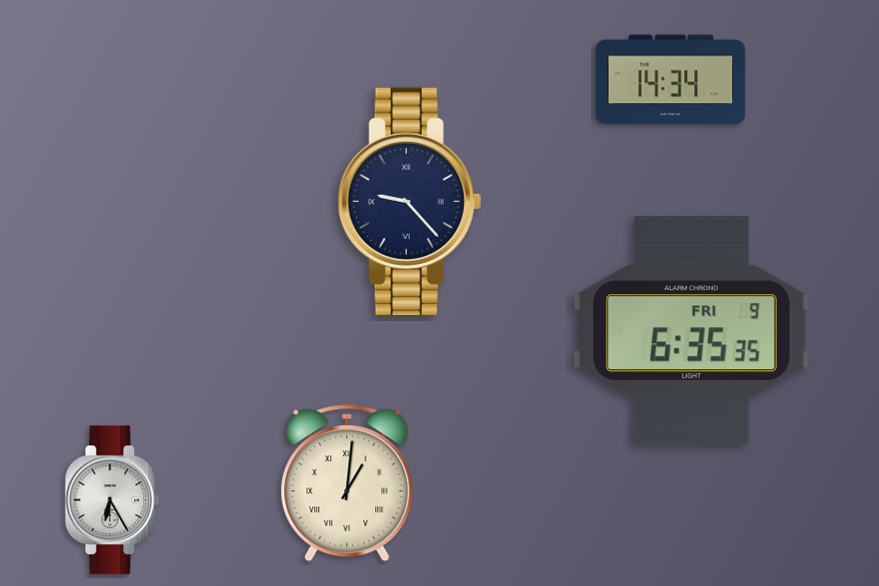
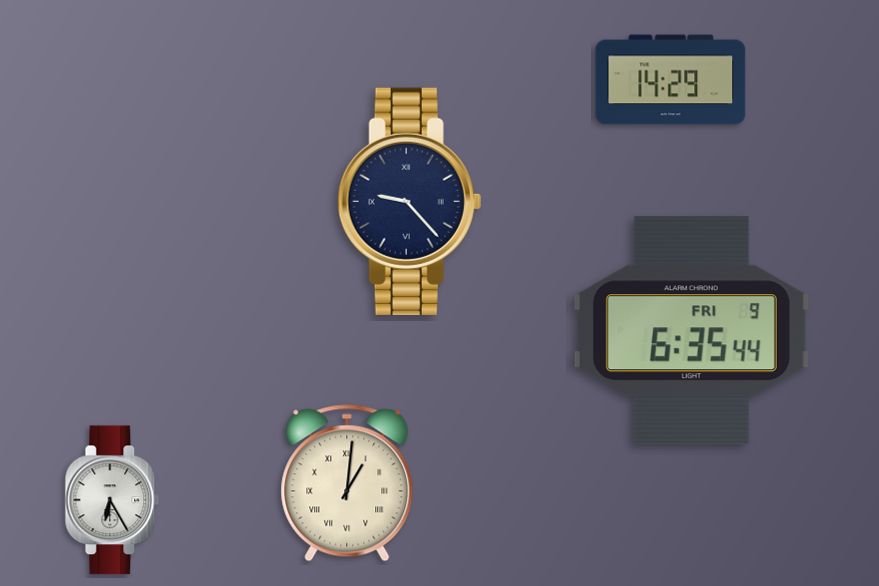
clock at (671, 80): 14:34 -> 14:29
clock at (691, 331): 6:35:35 -> 6:35:44
